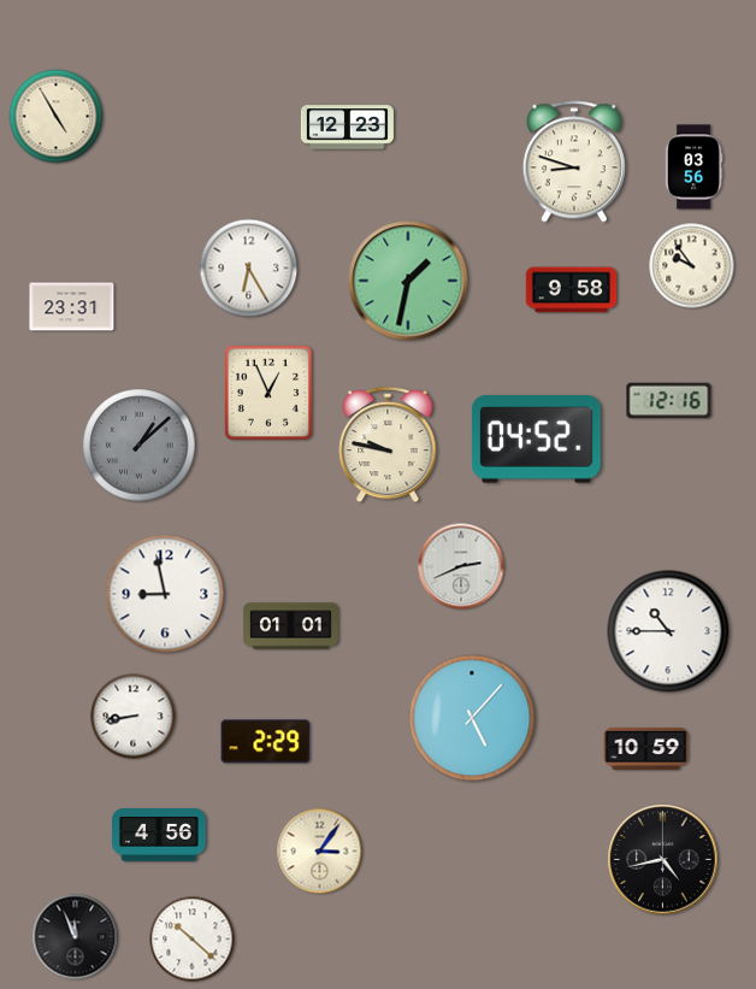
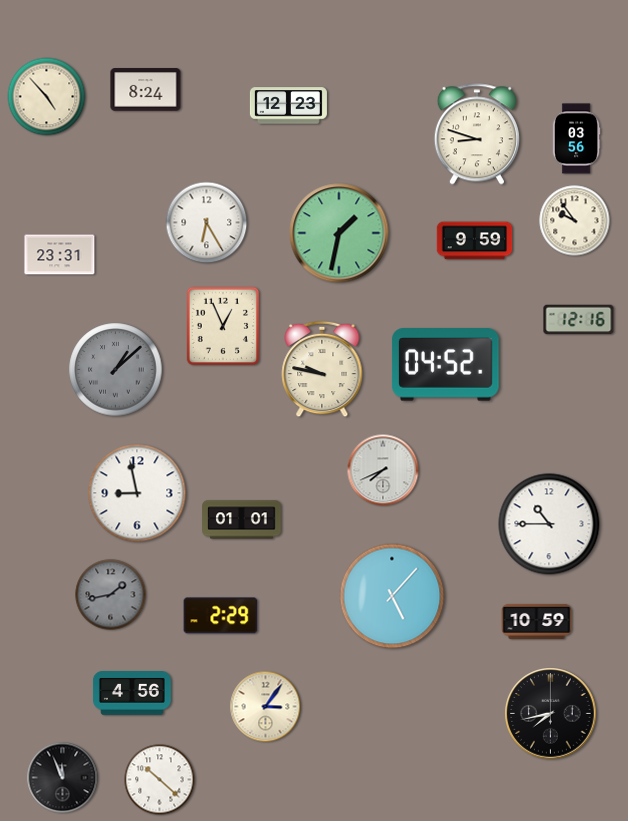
clock at (146, 90): none -> 8:24
clock at (57, 117): 4:55 -> 4:53
clock at (572, 290): 9:58 -> 9:59
clock at (669, 401) position: (669, 401) -> (579, 320)
clock at (461, 566): 2:41 -> 7:41
clock at (668, 631) position: (668, 631) -> (549, 524)
clock at (134, 717): 8:43 -> 1:43
clock at (134, 717) dial: white -> grey
clock at (663, 860): 4:43 -> 7:43
